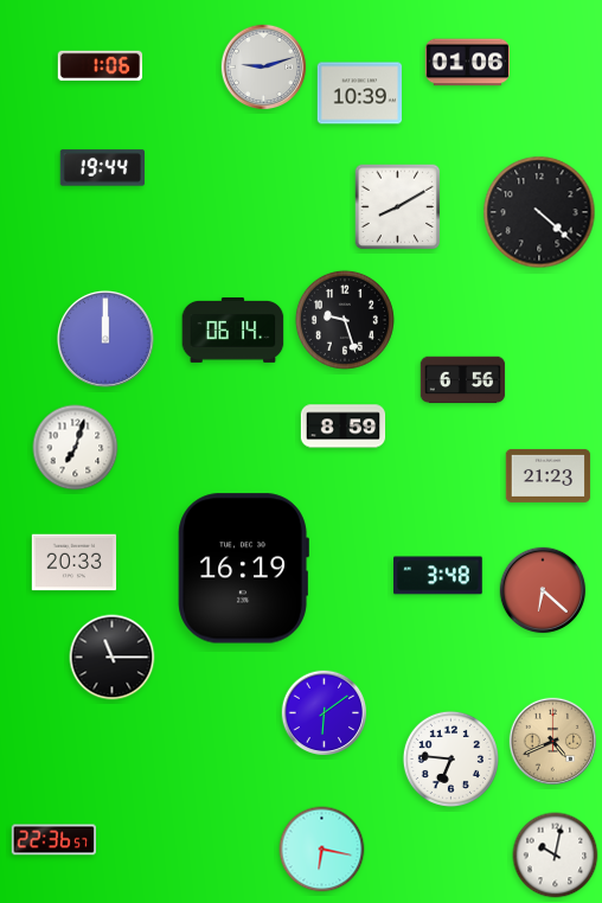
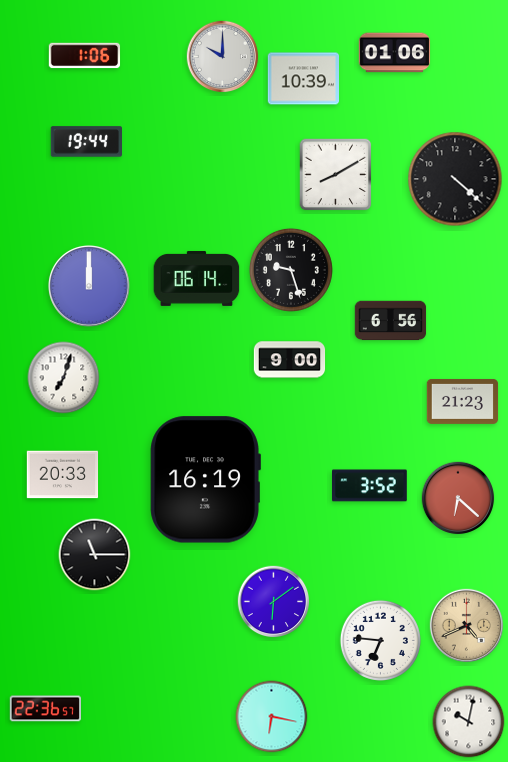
clock at (264, 68): 9:12 -> 10:00
clock at (344, 427): 8:59 -> 9:00
clock at (438, 576): 3:48 -> 3:52
